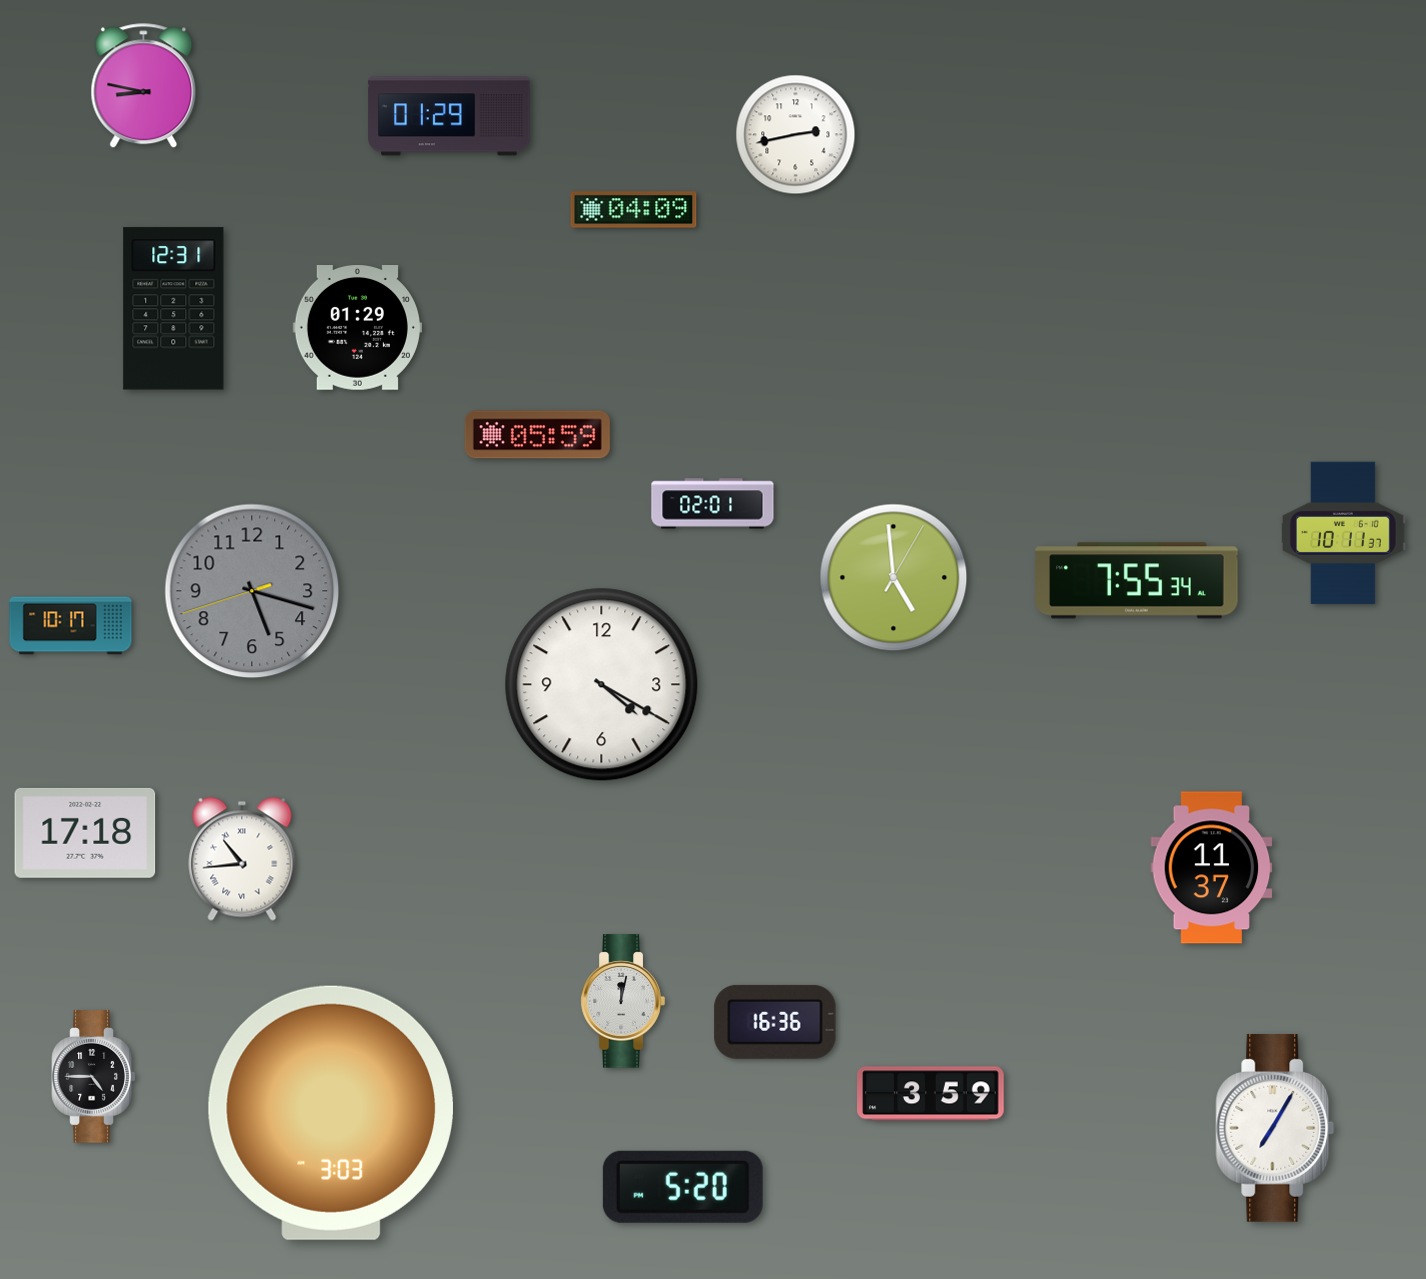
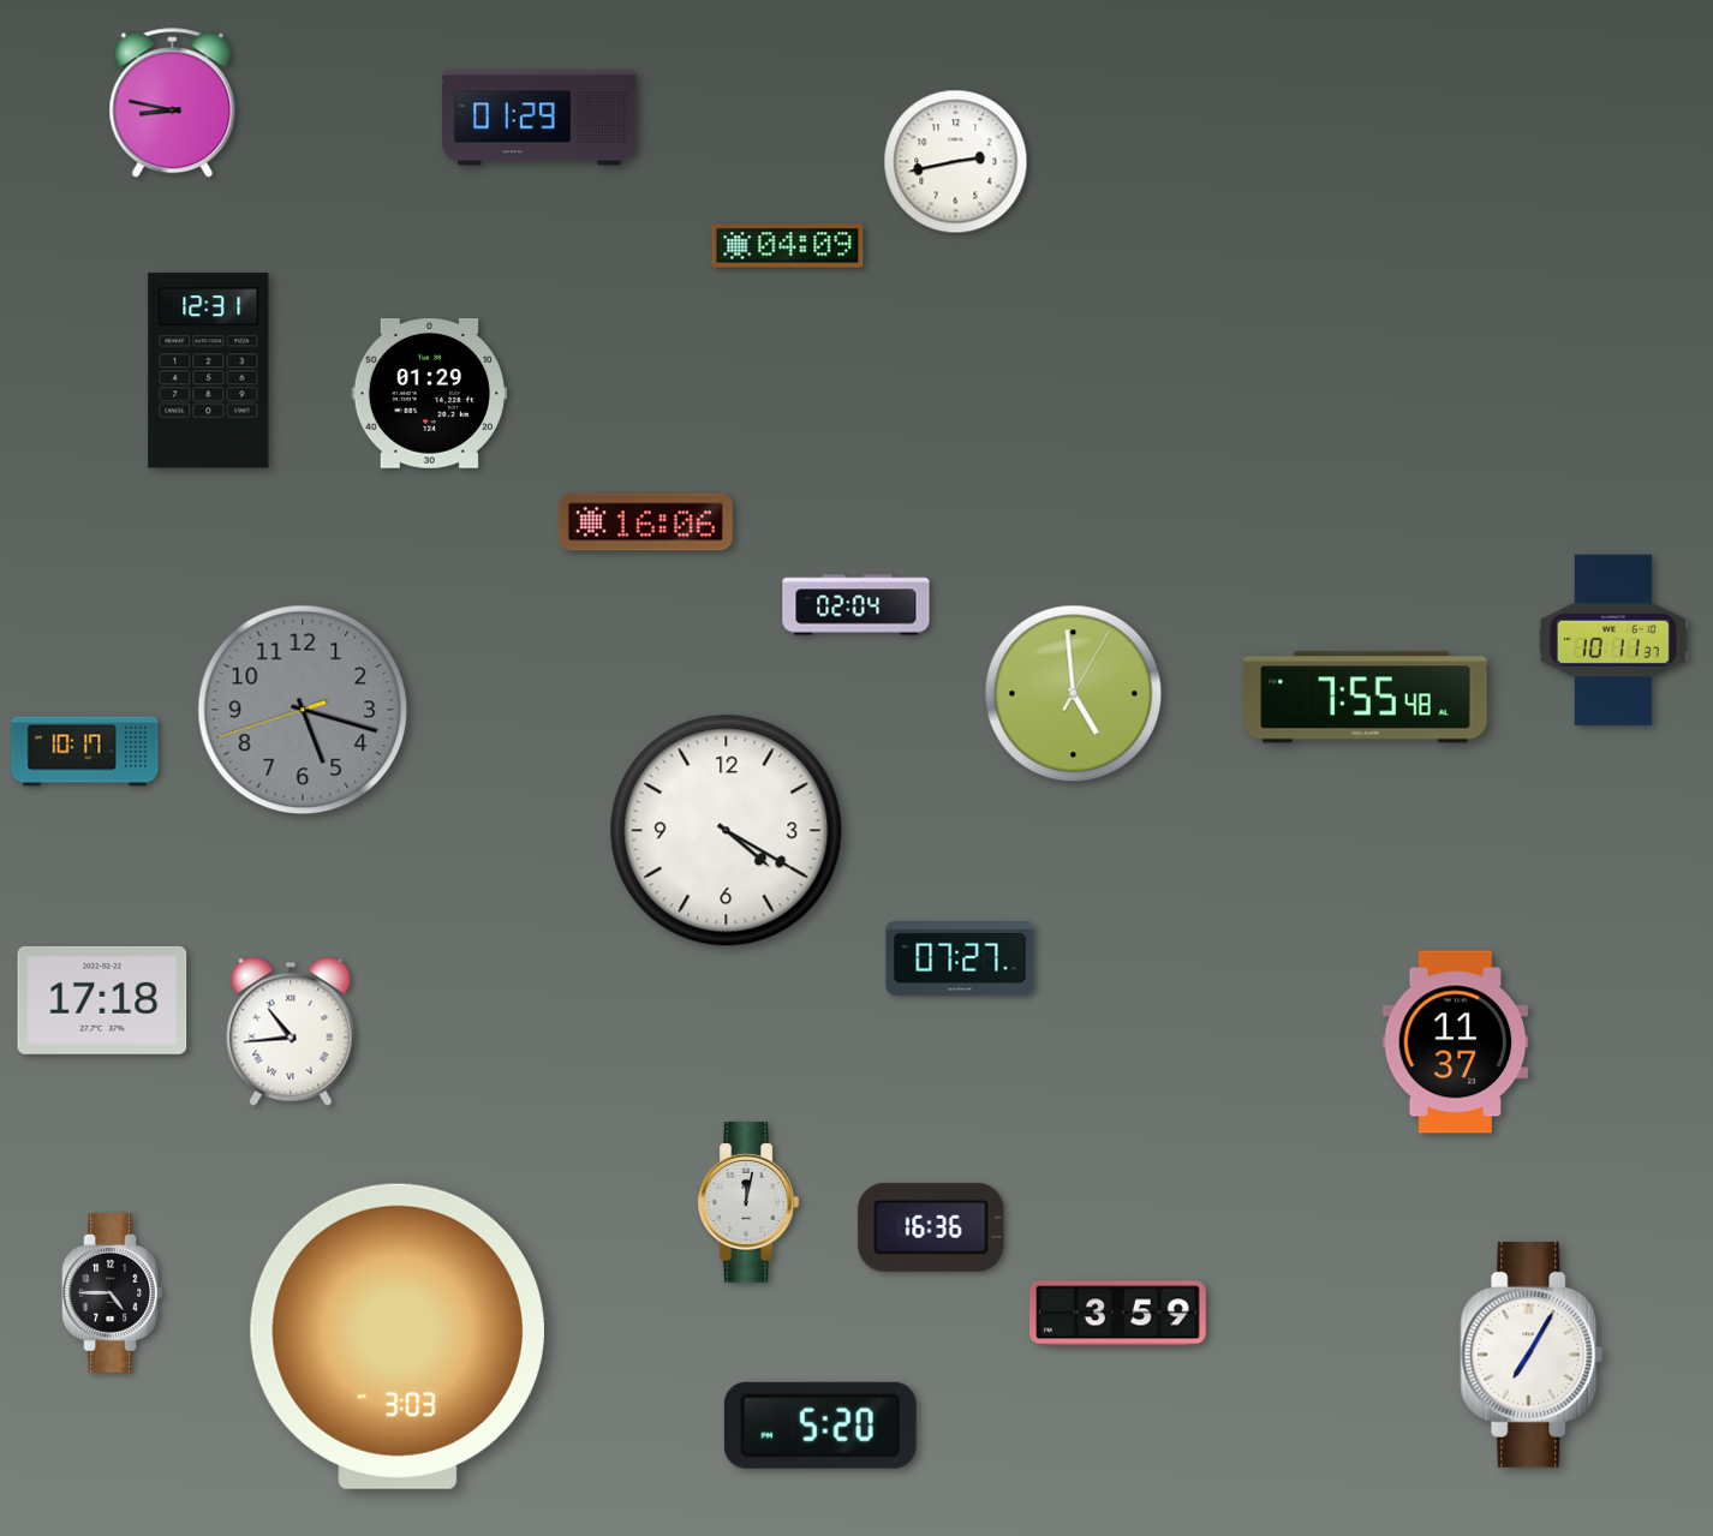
clock at (449, 116) position: (449, 116) -> (539, 118)
clock at (634, 210) position: (634, 210) -> (788, 246)
clock at (537, 435): 05:59 -> 16:06
clock at (713, 504): 02:01 -> 02:04
clock at (1137, 581): 7:55:34 -> 7:55:48
clock at (602, 685) position: (602, 685) -> (727, 831)
clock at (960, 960): none -> 07:27
